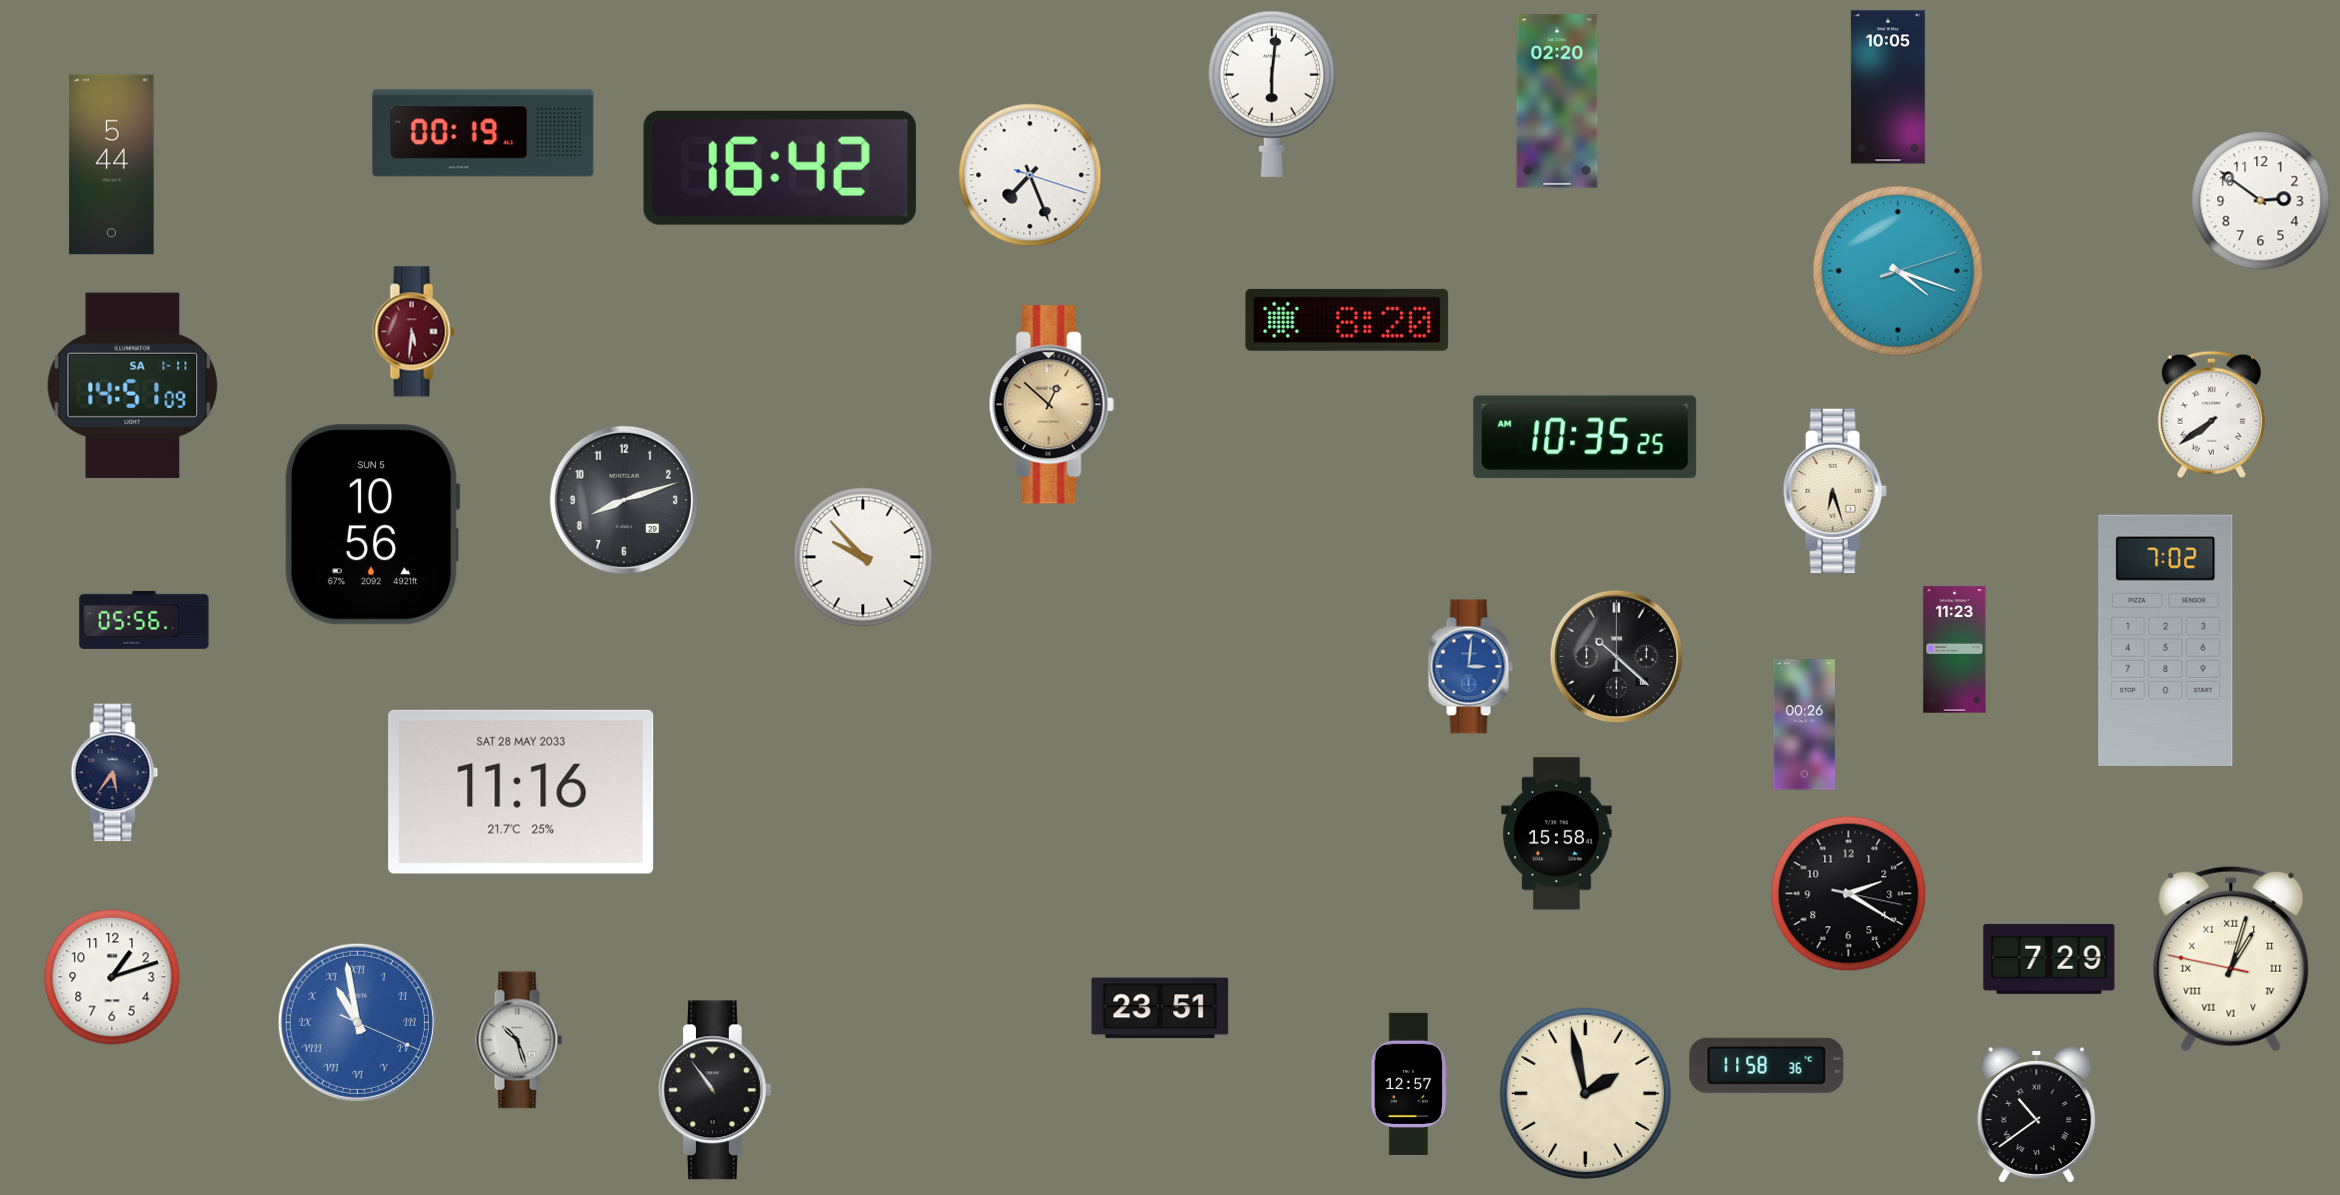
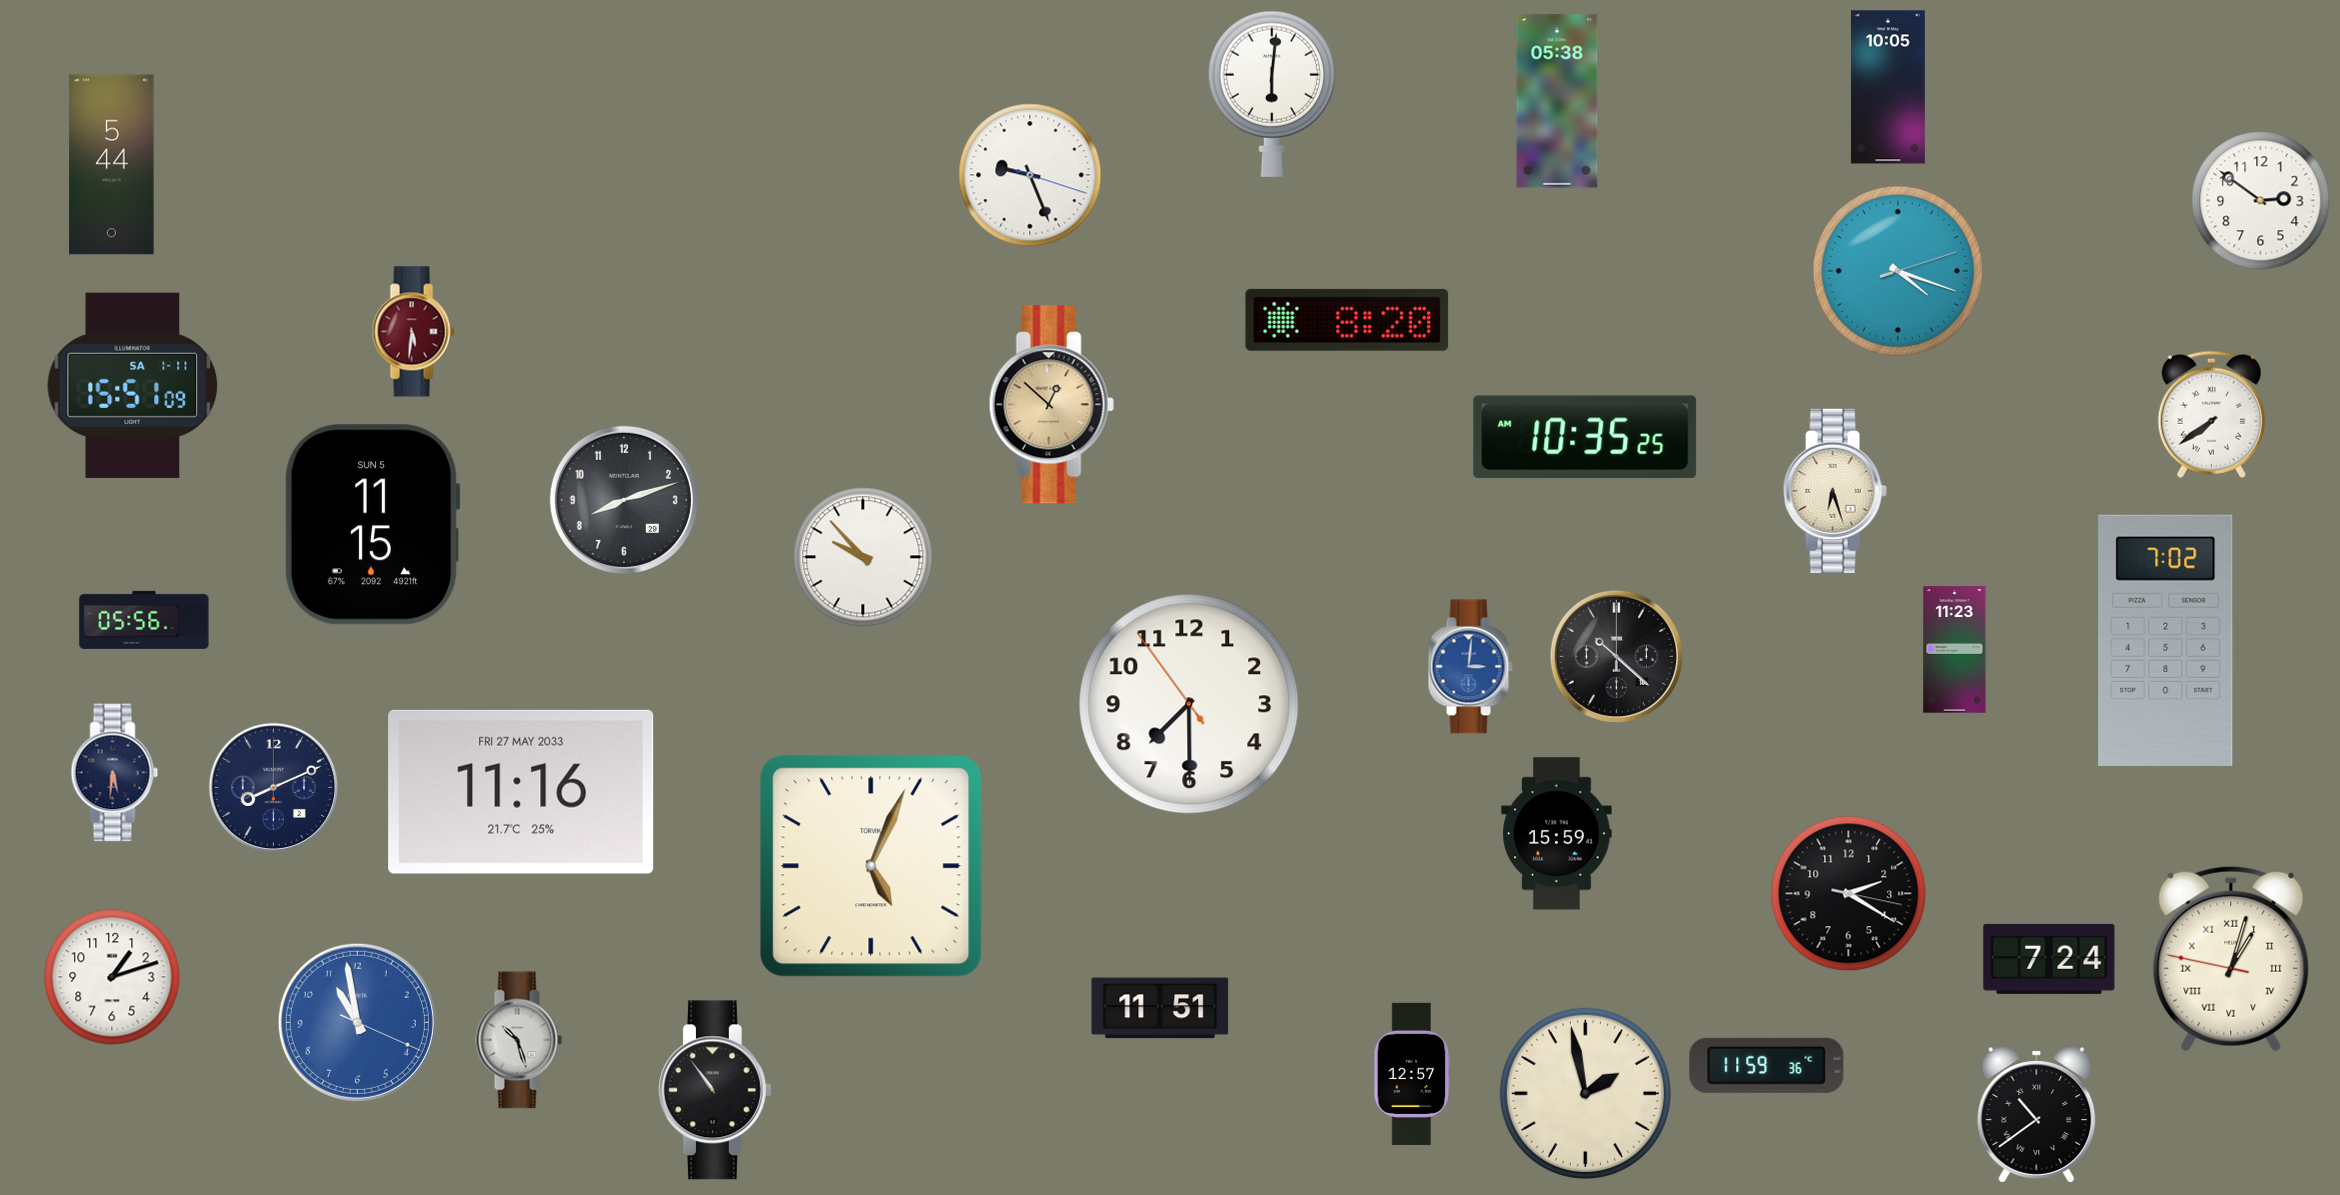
clock at (1557, 101): 02:20 -> 05:38
clock at (483, 133): 00:19 -> none
clock at (780, 168): 16:42 -> none
clock at (1030, 175): 7:26 -> 9:26
clock at (133, 385): 14:51 -> 15:51
clock at (372, 525): 10:56 -> 11:15
clock at (1189, 704): none -> 7:29
clock at (1805, 725): 00:26 -> none
clock at (115, 773): 5:36 -> 5:31
clock at (273, 787): none -> 8:11
clock at (521, 792) date: SAT 28 MAY 2033 -> FRI 27 MAY 2033
clock at (1557, 834): 15:58 -> 15:59
clock at (871, 866): none -> 5:04
clock at (2049, 959): 7:29 -> 7:24
clock at (1160, 1008): 23:51 -> 11:51
clock at (357, 1022) numerals: Roman -> Arabic
clock at (1767, 1065): 11:58 -> 11:59
clock at (1409, 1084) position: (1409, 1084) -> (1412, 1074)
